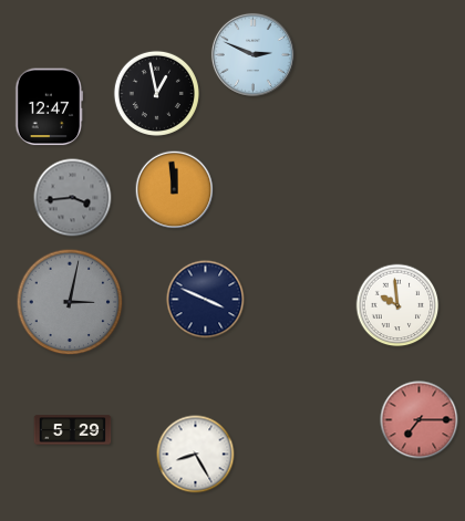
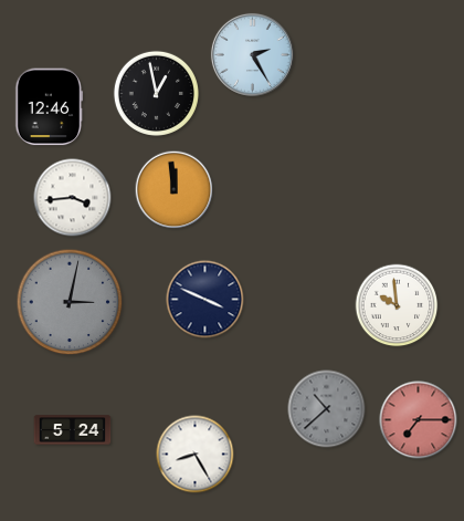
clock at (252, 54): 2:49 -> 2:25
clock at (50, 107): 12:47 -> 12:46
clock at (73, 198) dial: grey -> white
clock at (327, 409): none -> 10:38
clock at (73, 430): 5:29 -> 5:24
